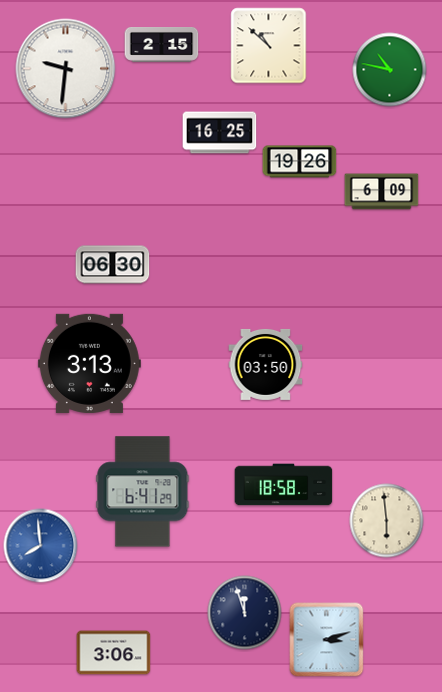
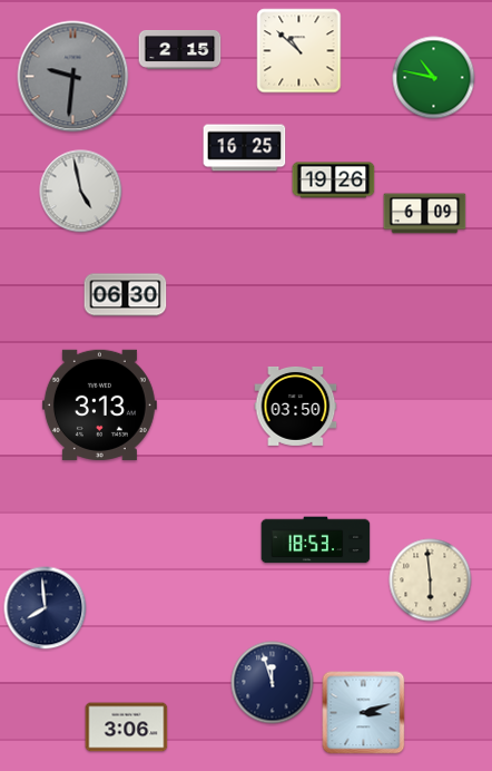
clock at (66, 69) dial: white -> grey
clock at (81, 192): none -> 4:58
clock at (284, 485): 18:58 -> 18:53
clock at (143, 492): 6:41 -> none
clock at (41, 546) dial: blue -> navy
